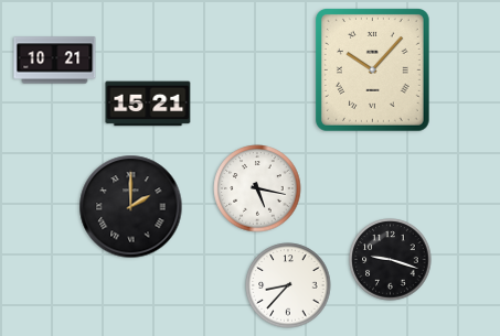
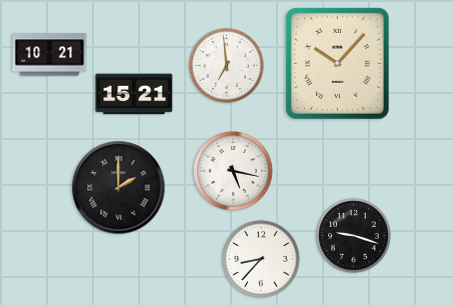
clock at (227, 66): none -> 6:59
